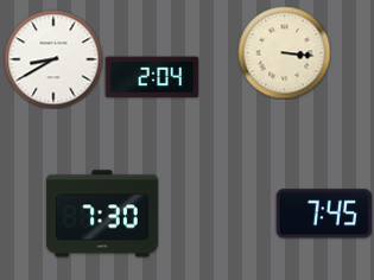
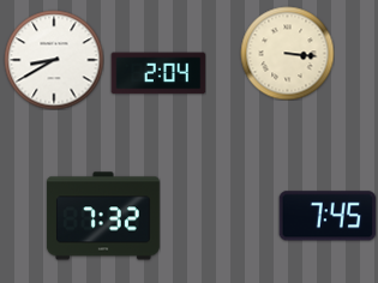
clock at (152, 77) position: (152, 77) -> (158, 73)
clock at (102, 214): 7:30 -> 7:32
